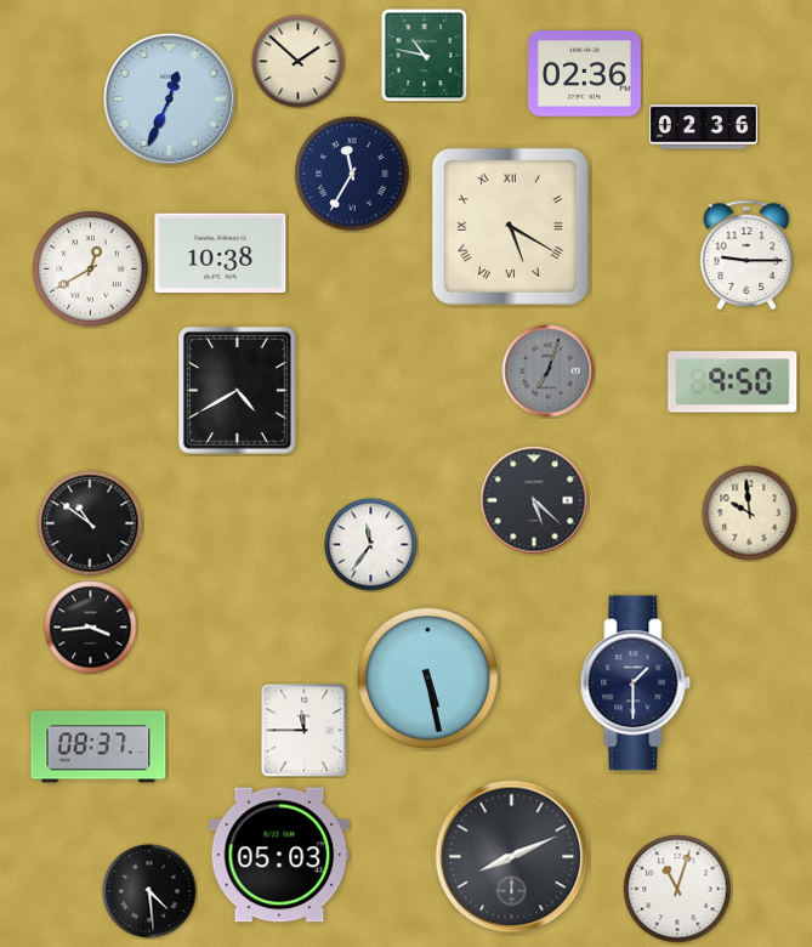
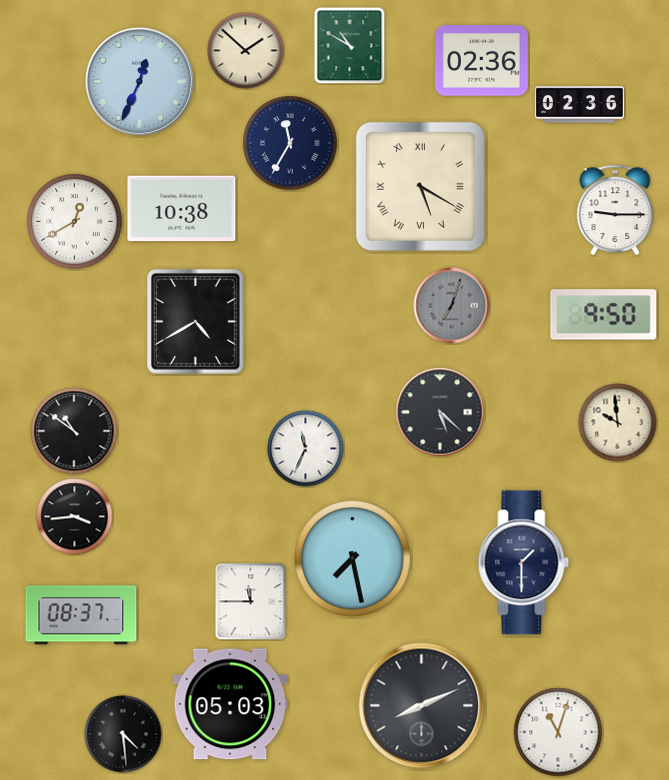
clock at (425, 55): 10:47 -> 10:50
clock at (371, 545): 11:36 -> 11:34
clock at (428, 679): 5:28 -> 7:28
